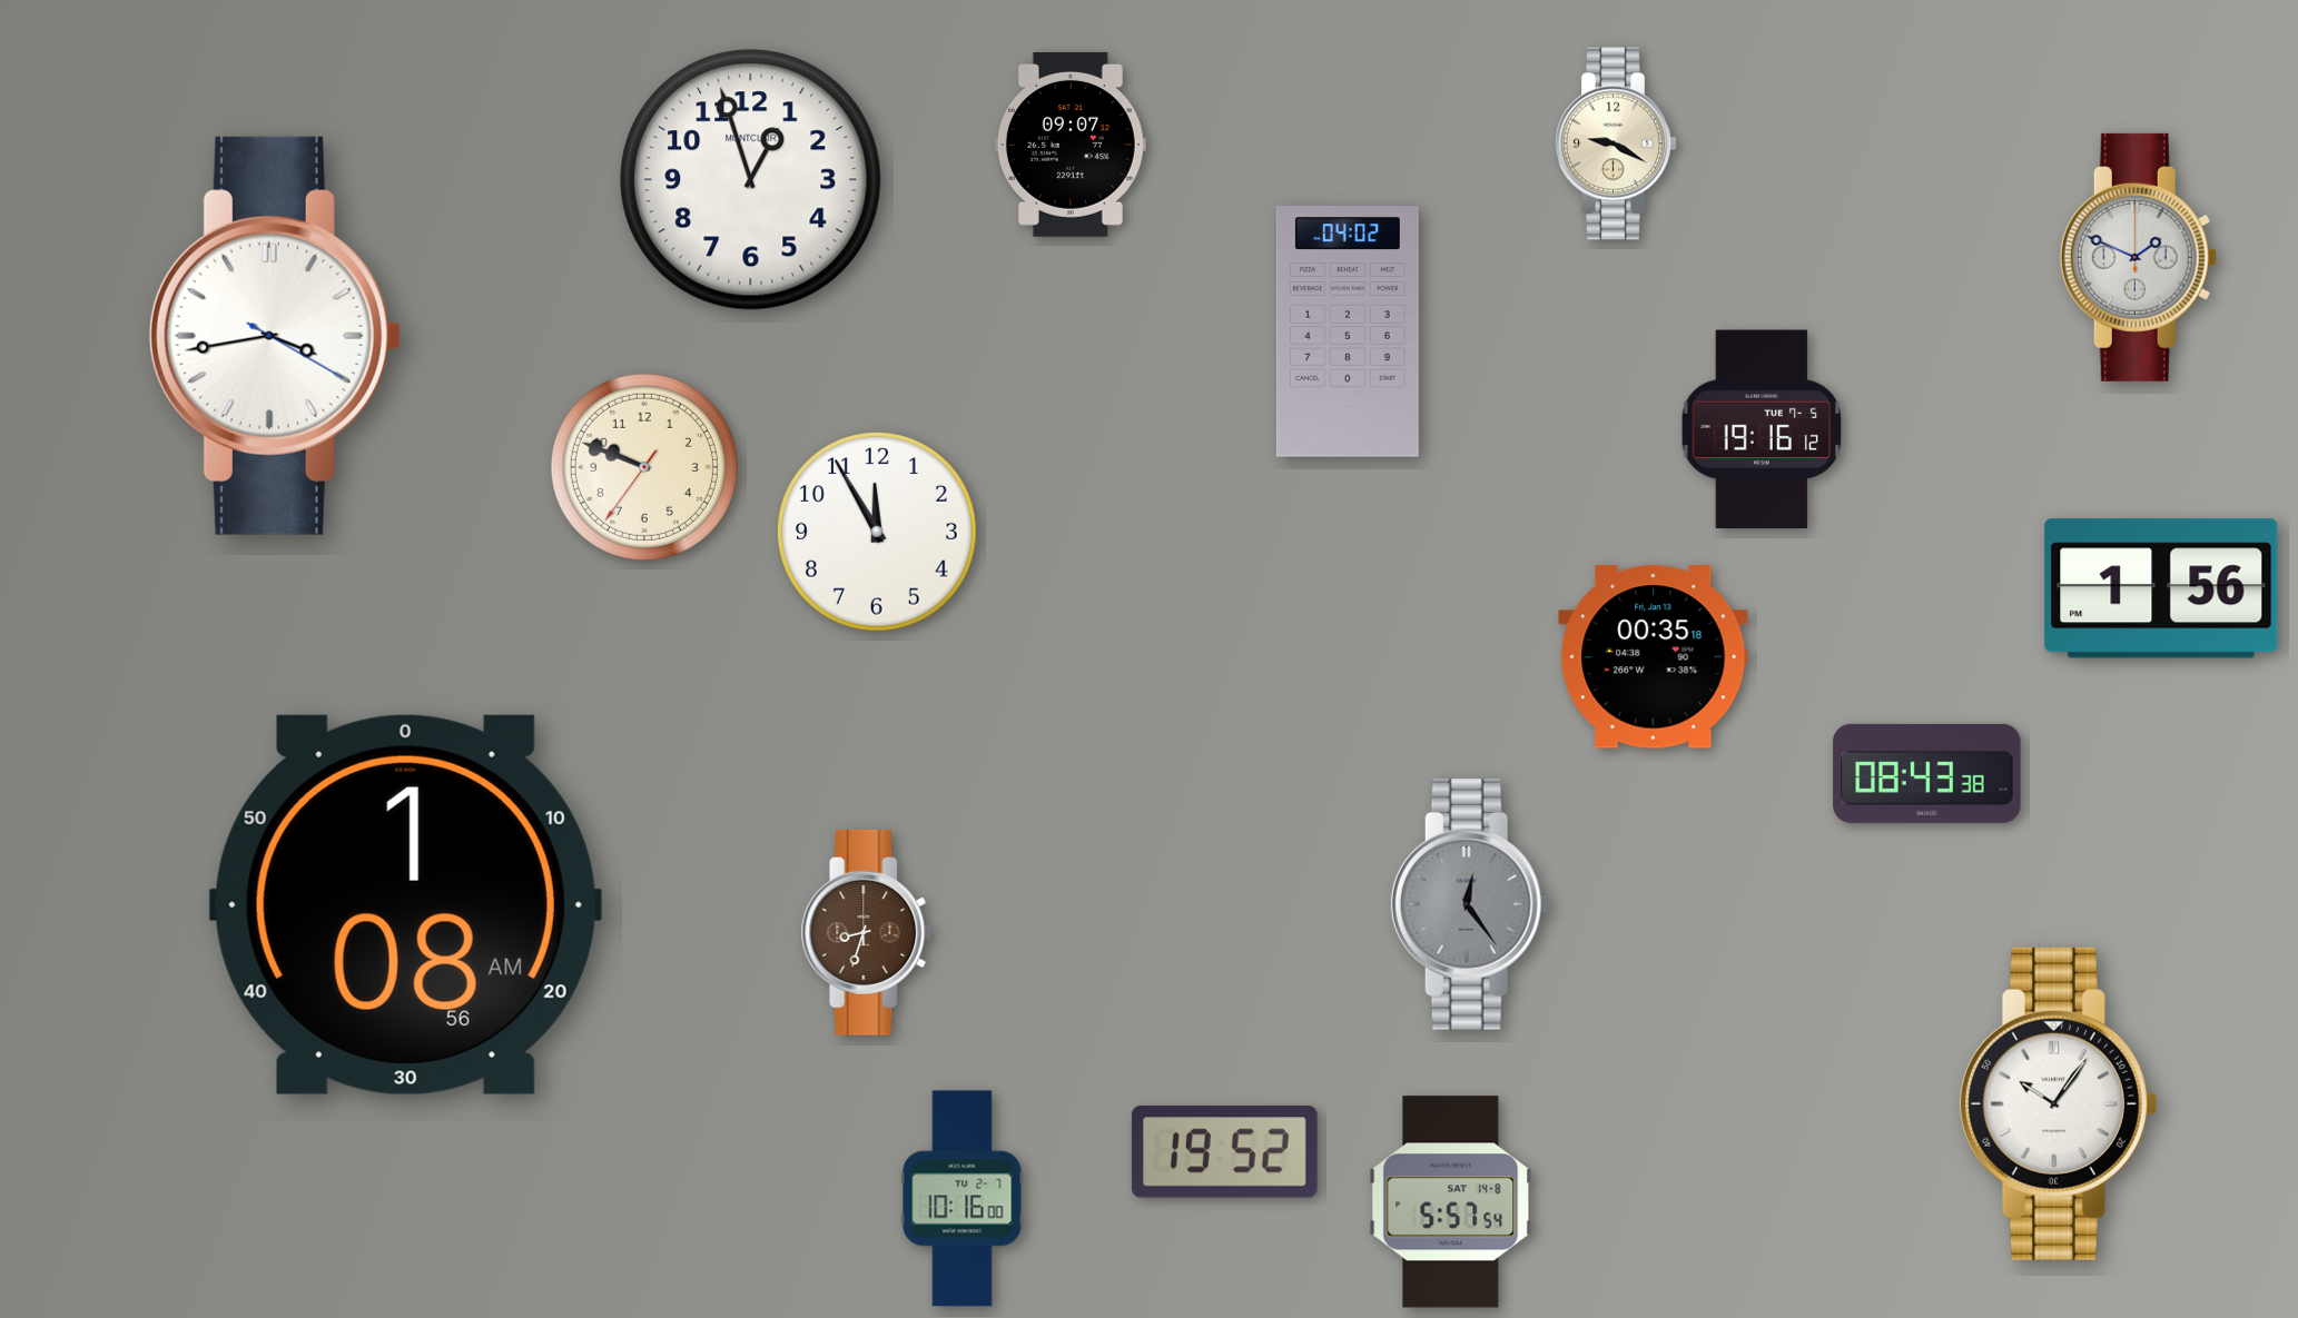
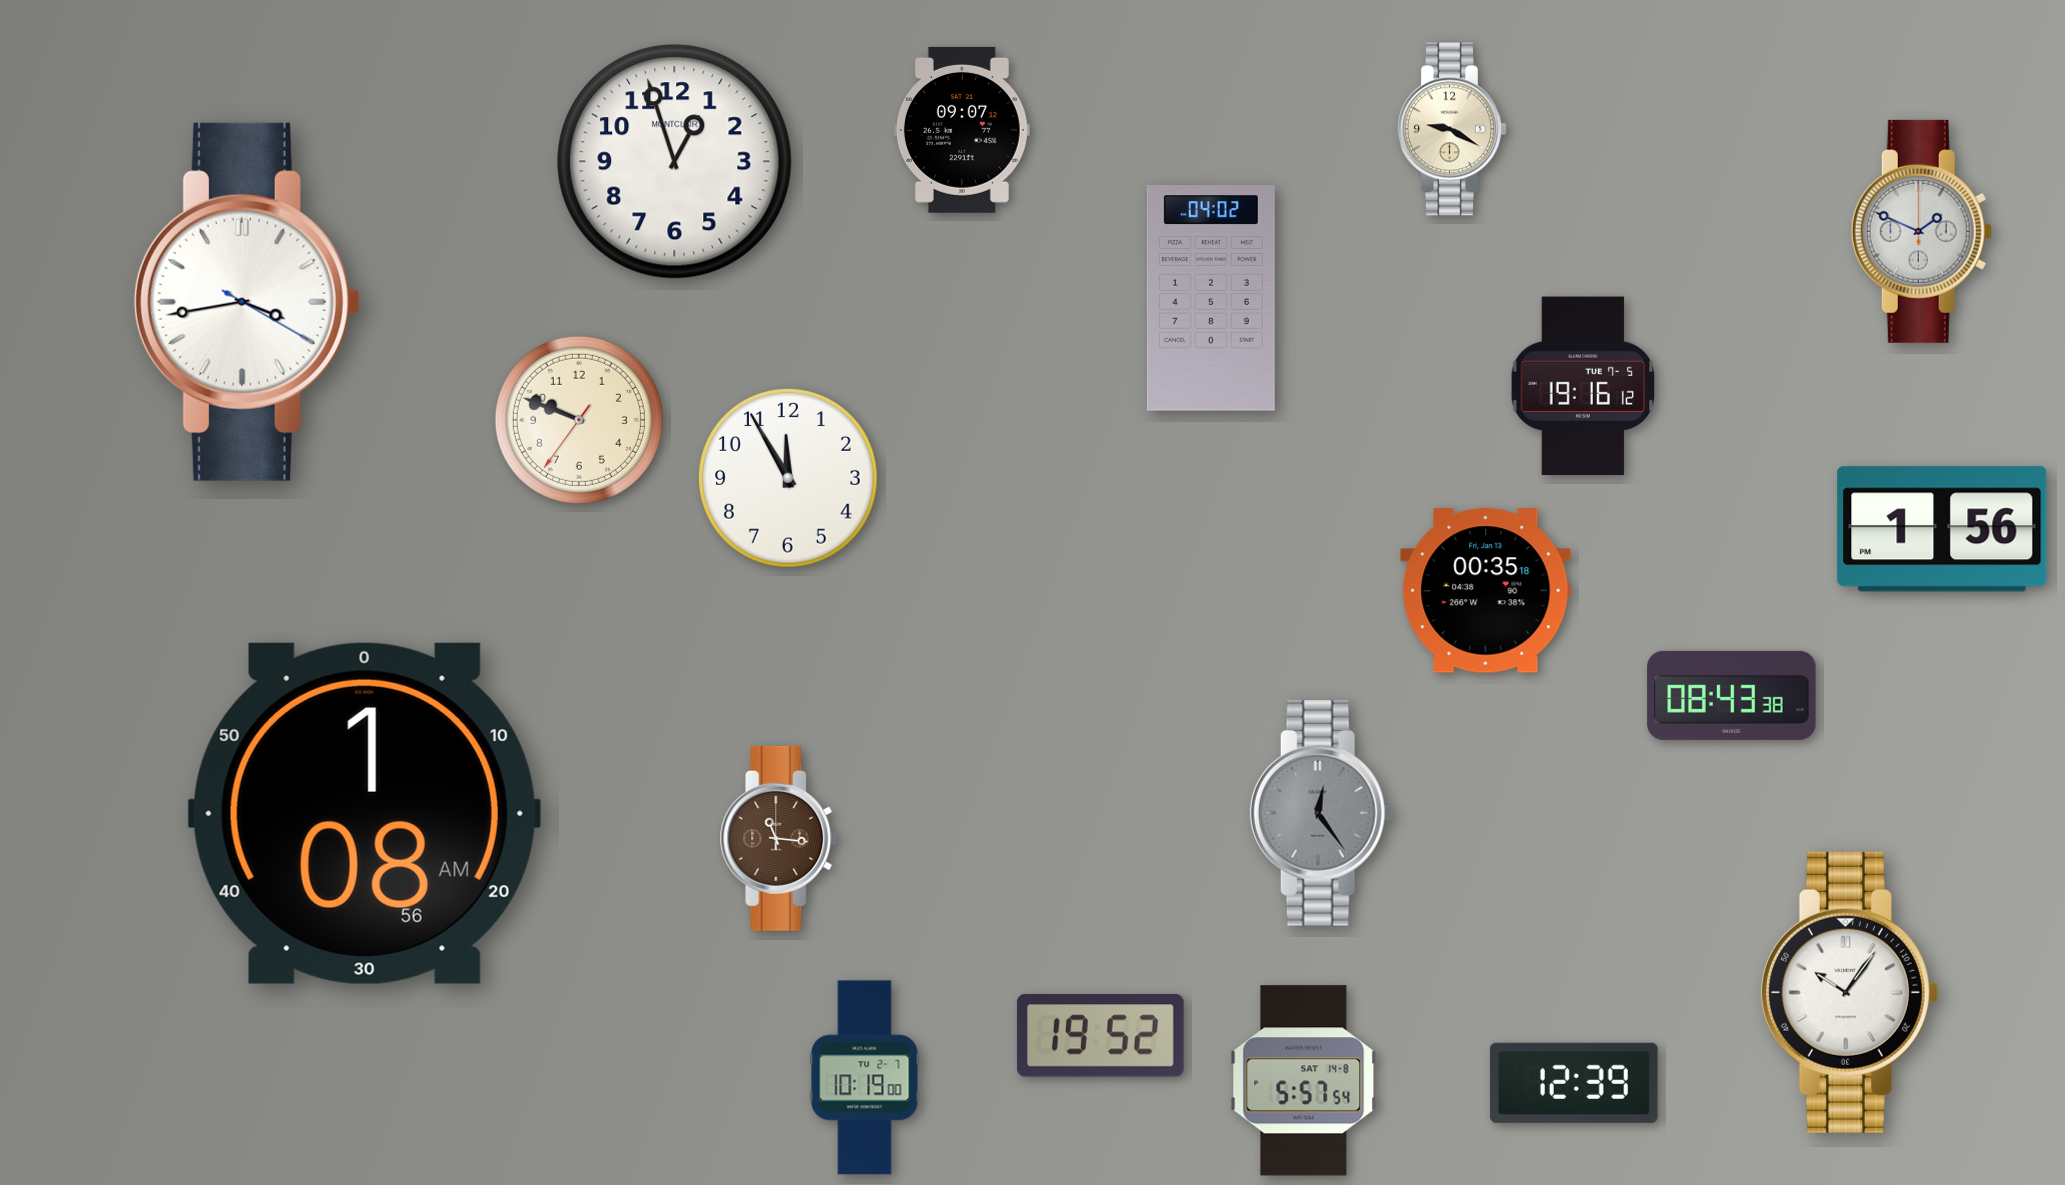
clock at (867, 932): 8:33 -> 11:16
clock at (963, 1199): 10:16 -> 10:19
clock at (1575, 1083): none -> 12:39
